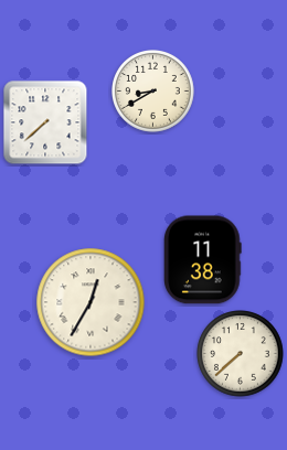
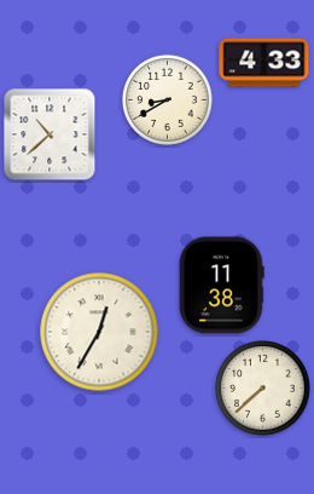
clock at (264, 63): none -> 4:33
clock at (45, 122): 7:38 -> 10:38
